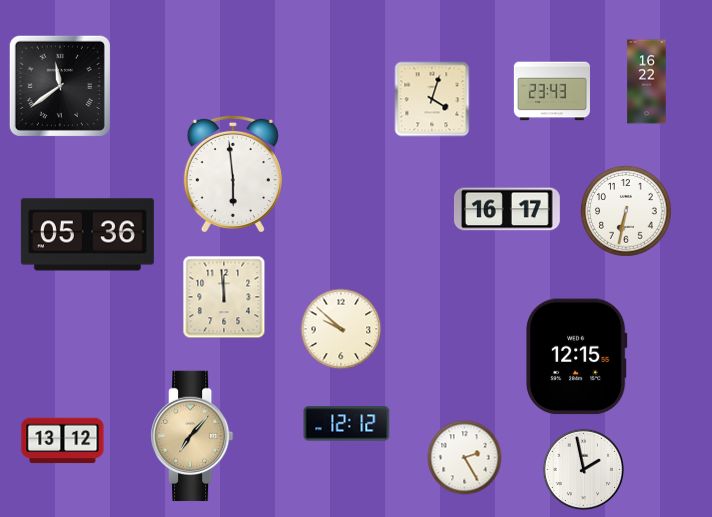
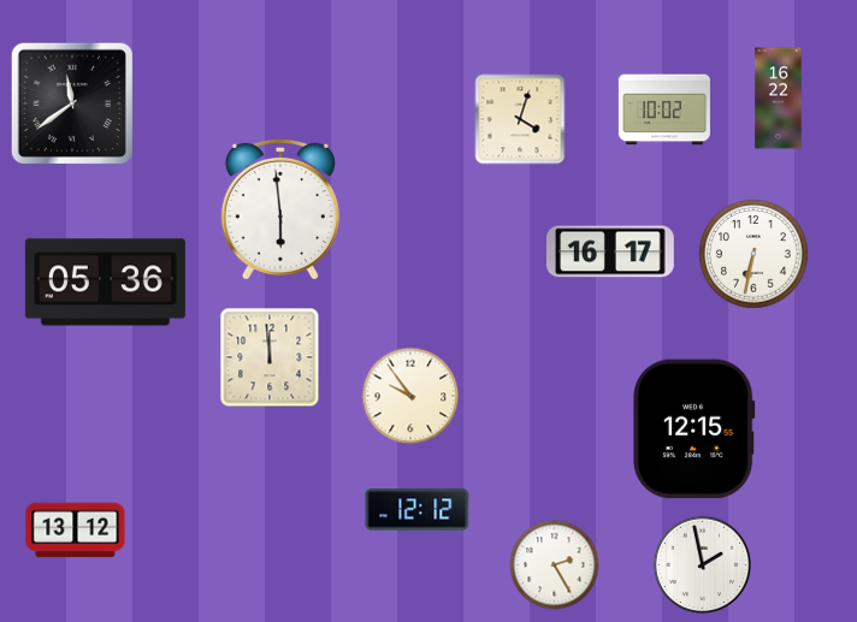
clock at (552, 91): 23:43 -> 10:02
clock at (341, 329): 9:52 -> 9:54
clock at (193, 436): 7:07 -> none
clock at (465, 458) position: (465, 458) -> (555, 565)
